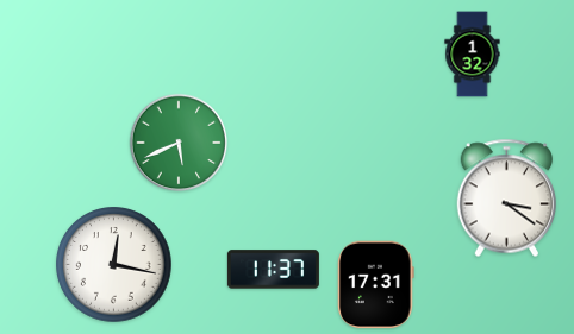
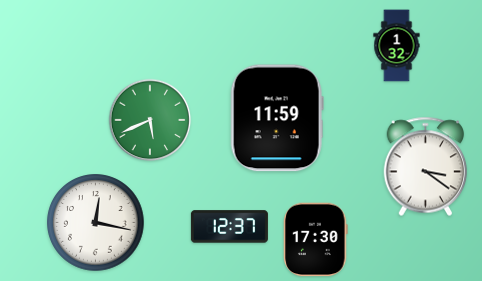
clock at (277, 118): none -> 11:59
clock at (273, 270): 11:37 -> 12:37
clock at (376, 285): 17:31 -> 17:30
